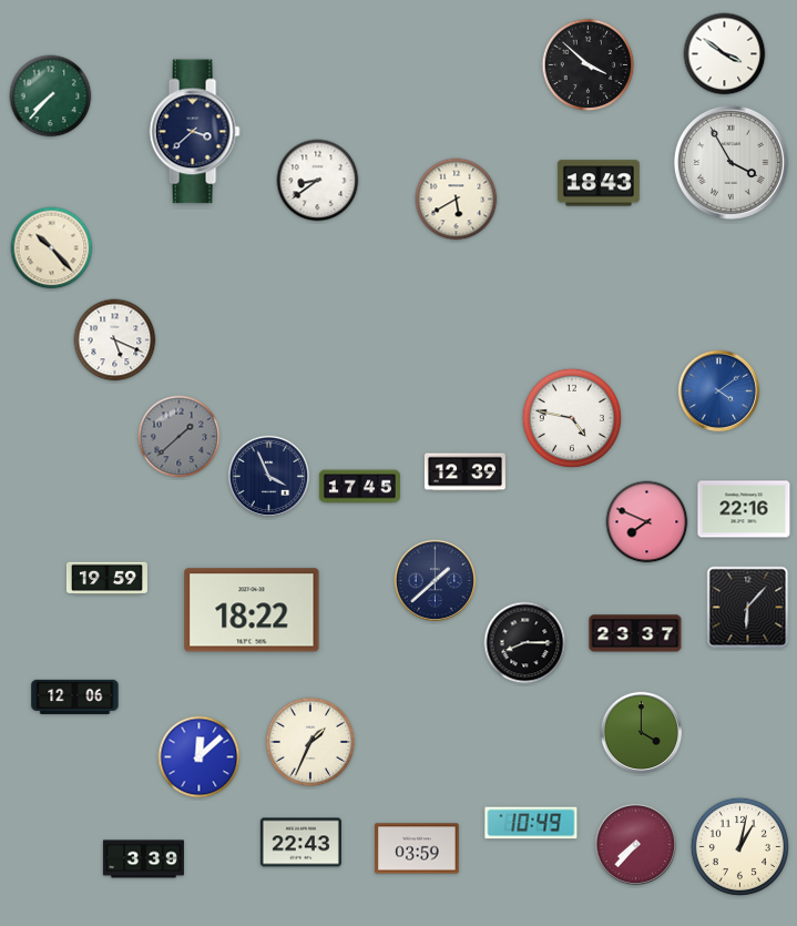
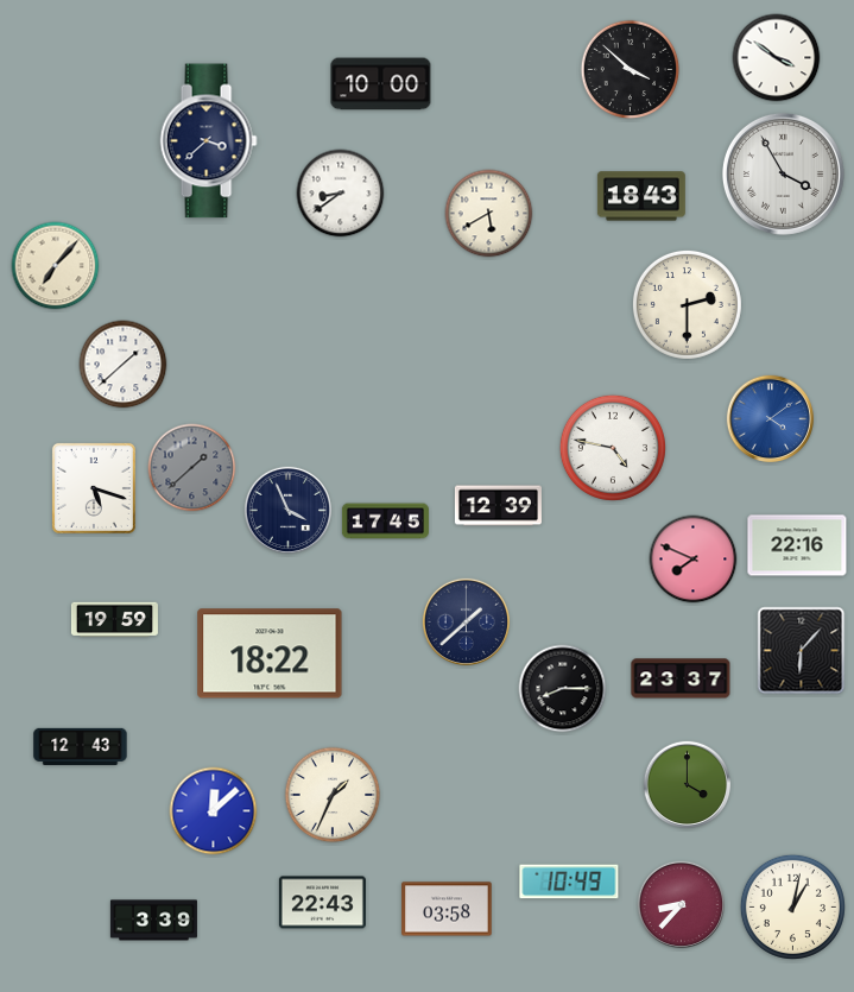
clock at (381, 84): none -> 10:00
clock at (51, 96): 7:37 -> none
clock at (52, 248): 10:23 -> 7:07
clock at (687, 304): none -> 2:30
clock at (115, 340): 5:19 -> 1:38
clock at (94, 488): none -> 5:18
clock at (75, 696): 12:06 -> 12:43
clock at (636, 845): 7:37 -> 8:37
clock at (417, 848): 03:59 -> 03:58
